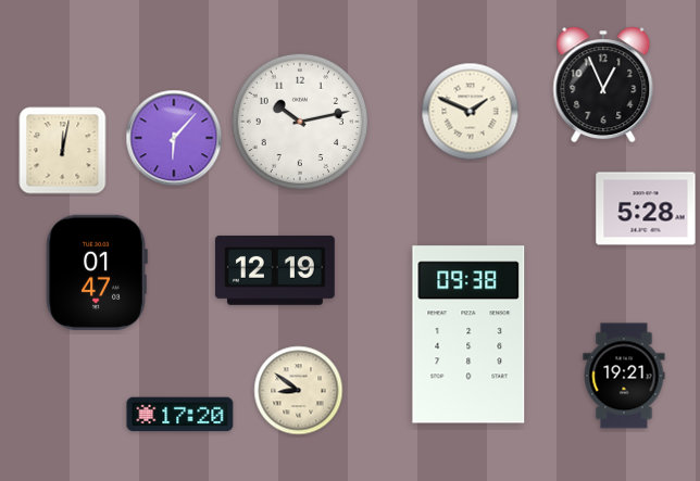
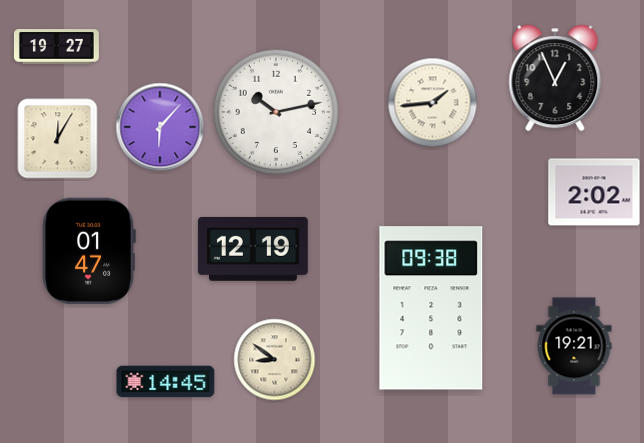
clock at (56, 47): none -> 19:27
clock at (471, 112): 1:49 -> 1:44
clock at (63, 151): 12:02 -> 12:05
clock at (646, 208): 5:28 -> 2:02
clock at (180, 415): 17:20 -> 14:45
